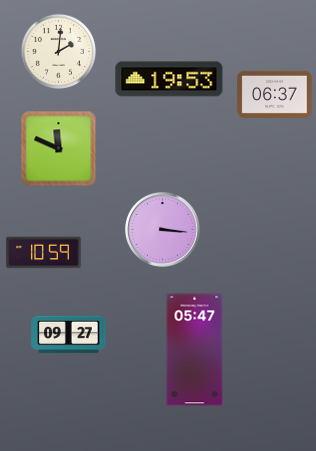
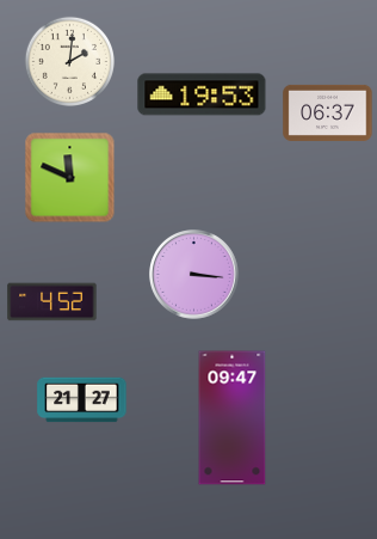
clock at (44, 253): 10:59 -> 4:52
clock at (69, 335): 09:27 -> 21:27
clock at (195, 350): 05:47 -> 09:47
